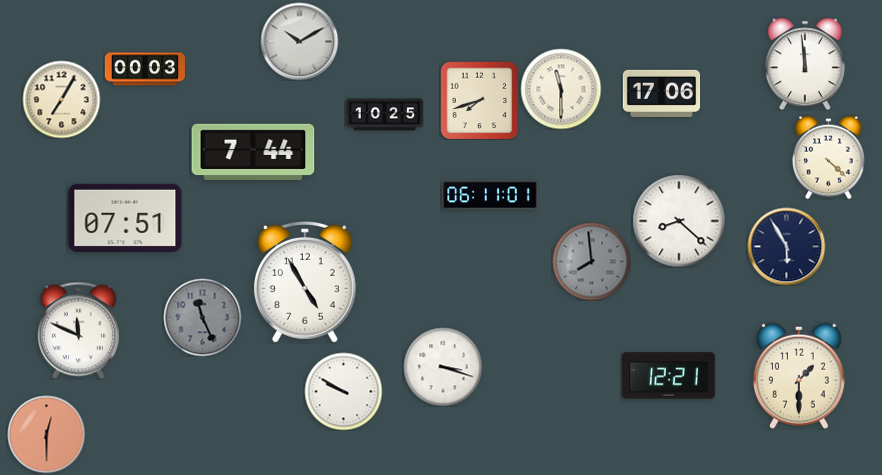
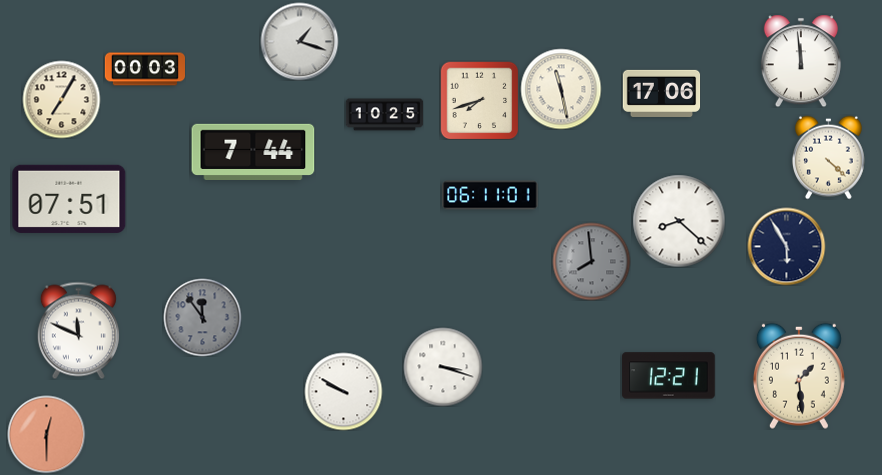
clock at (299, 41): 10:10 -> 1:18
clock at (805, 64) position: (805, 64) -> (801, 61)
clock at (561, 89): 11:30 -> 11:28
clock at (125, 218) position: (125, 218) -> (69, 199)
clock at (305, 282): 4:55 -> none
clock at (202, 317): 11:26 -> 11:54
clock at (799, 376): 1:30 -> 1:29
